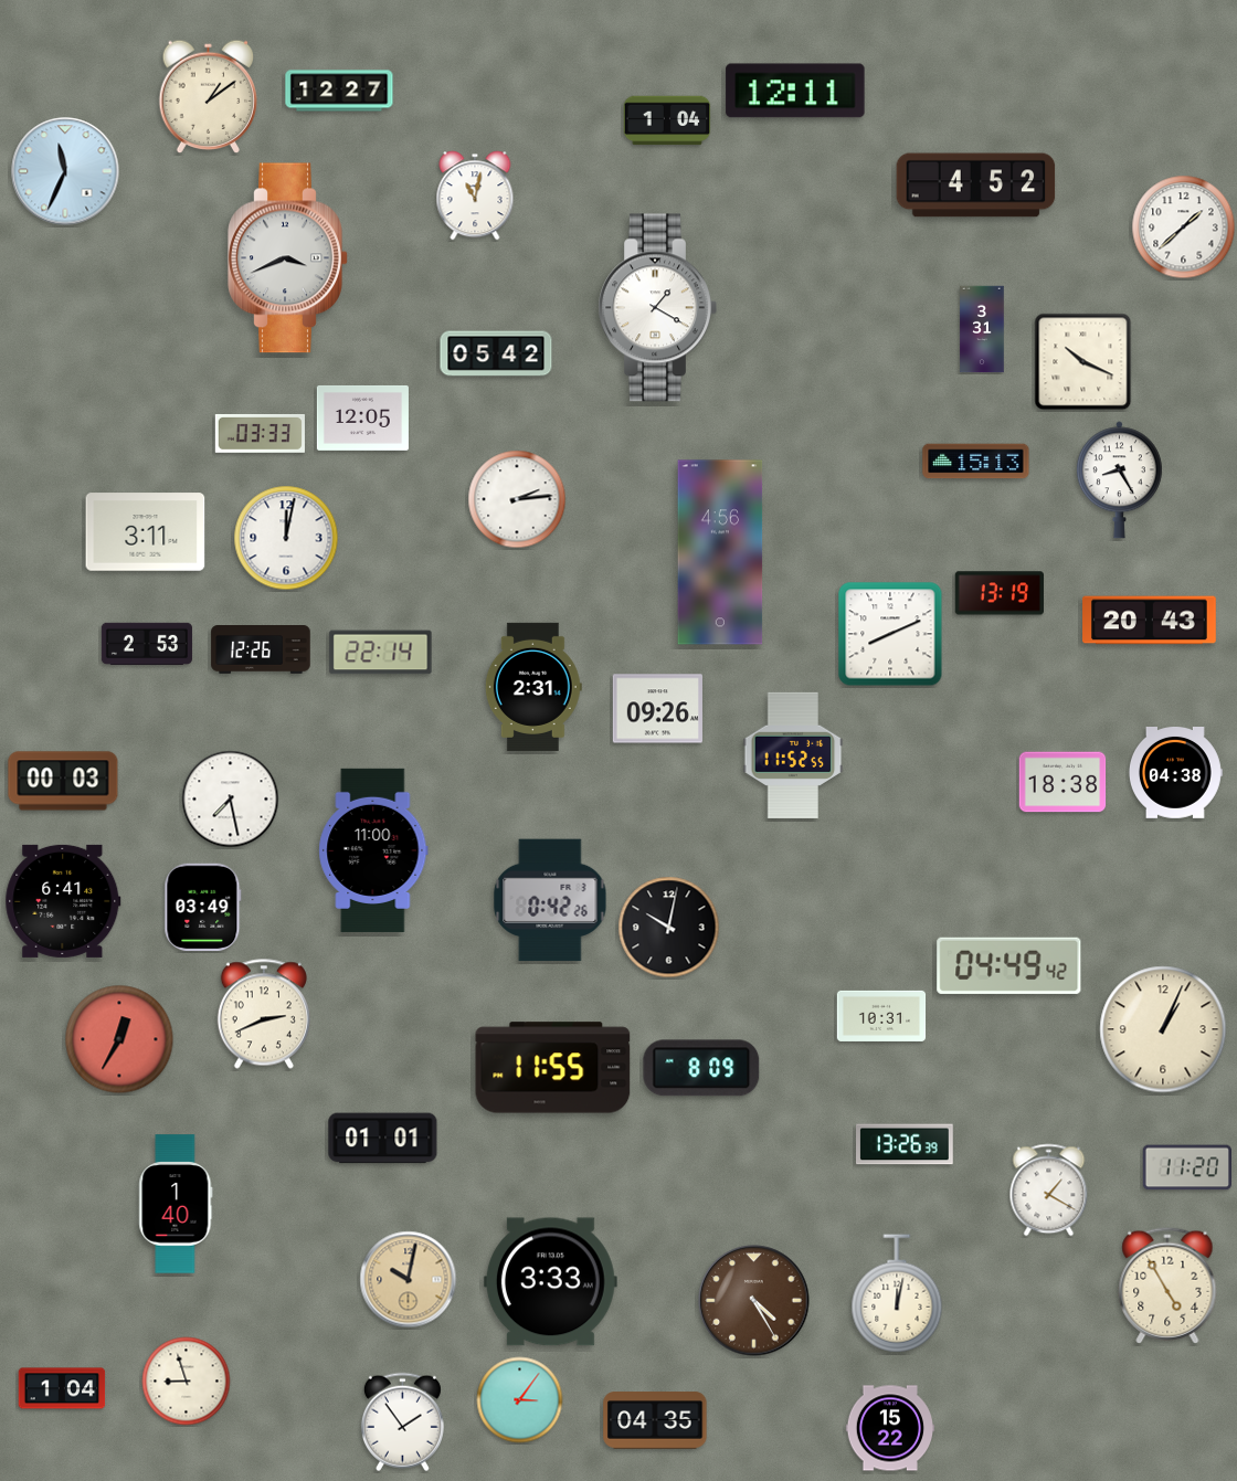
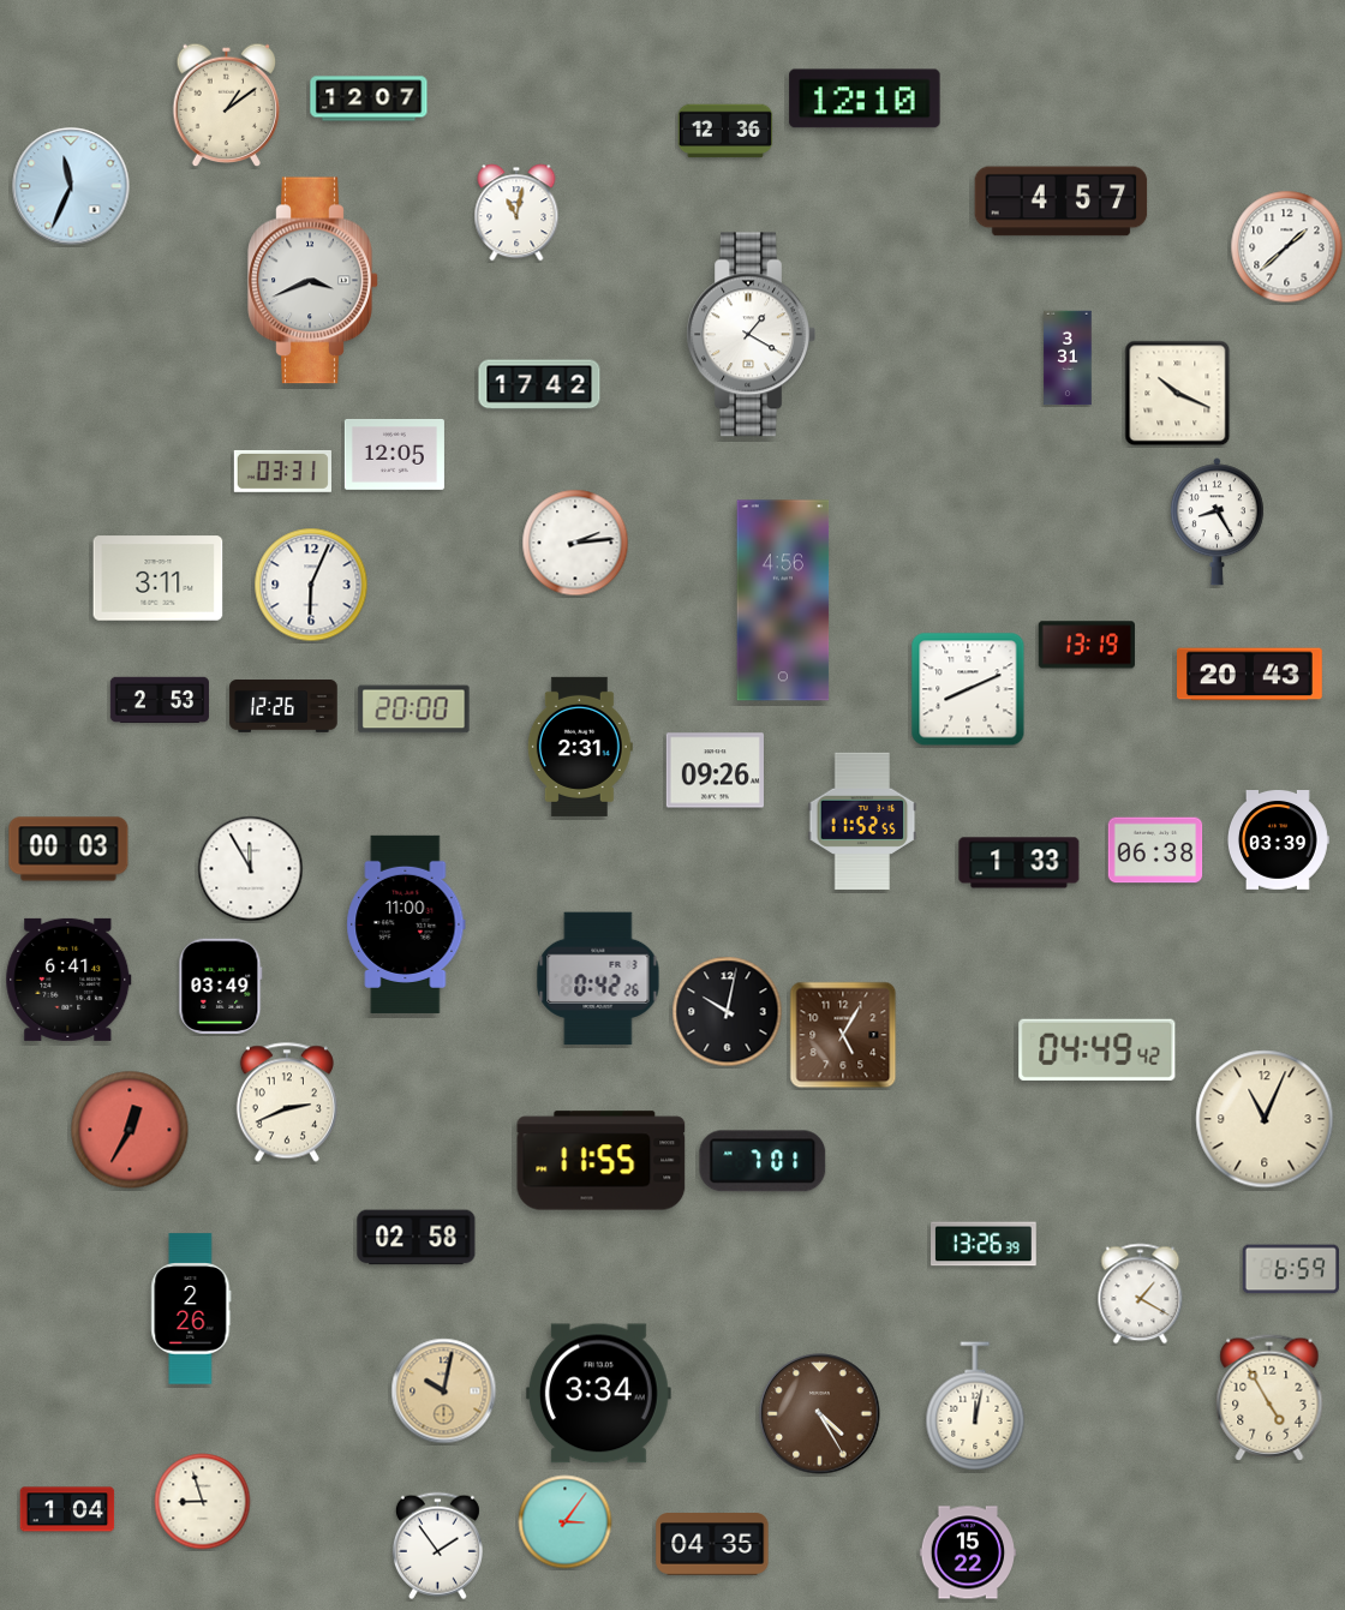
clock at (339, 91): 12:27 -> 12:07
clock at (795, 91): 12:11 -> 12:10
clock at (667, 120): 1:04 -> 12:36
clock at (976, 186): 4:52 -> 4:57
clock at (657, 308) position: (657, 308) -> (751, 335)
clock at (496, 353): 05:42 -> 17:42
clock at (260, 433): 03:33 -> 03:31
clock at (976, 462): 15:13 -> none
clock at (517, 499) position: (517, 499) -> (575, 543)
clock at (286, 538): 12:02 -> 6:04
clock at (381, 653): 22:14 -> 20:00
clock at (1175, 773): 04:38 -> 03:39
clock at (1062, 782): 18:38 -> 06:38
clock at (1020, 863): none -> 1:33
clock at (231, 800): 7:28 -> 11:55
clock at (669, 928) position: (669, 928) -> (728, 1012)
clock at (843, 1035): none -> 5:05
clock at (881, 1016): 10:31 -> none
clock at (1163, 1029): 1:04 -> 11:04
clock at (701, 1068): 8:09 -> 7:01
clock at (383, 1139): 01:01 -> 02:58
clock at (1186, 1167): 11:20 -> 6:59
clock at (176, 1204): 1:40 -> 2:26
clock at (550, 1282): 3:33 -> 3:34
